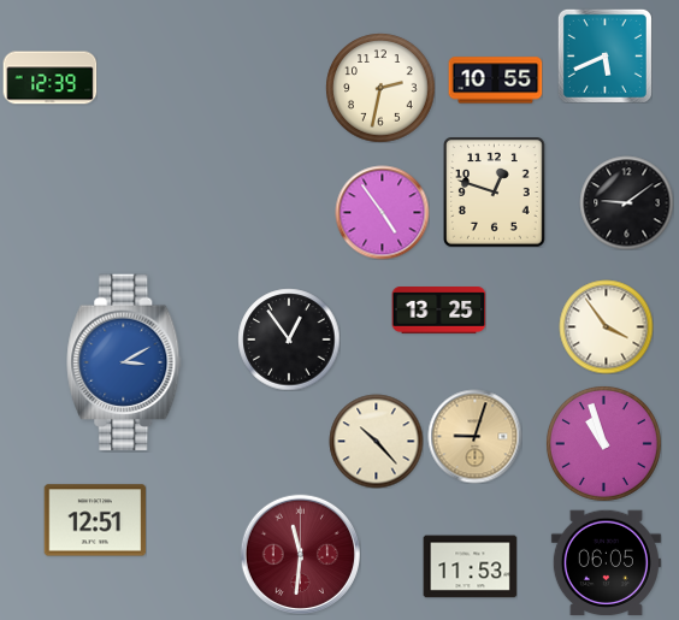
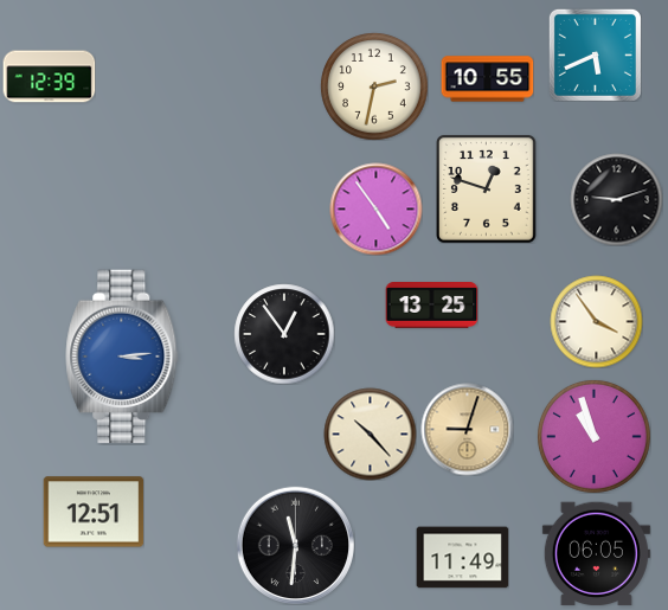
clock at (626, 202): 9:09 -> 9:12
clock at (124, 362): 3:10 -> 3:14
clock at (300, 554) dial: burgundy -> black
clock at (470, 567): 11:53 -> 11:49
